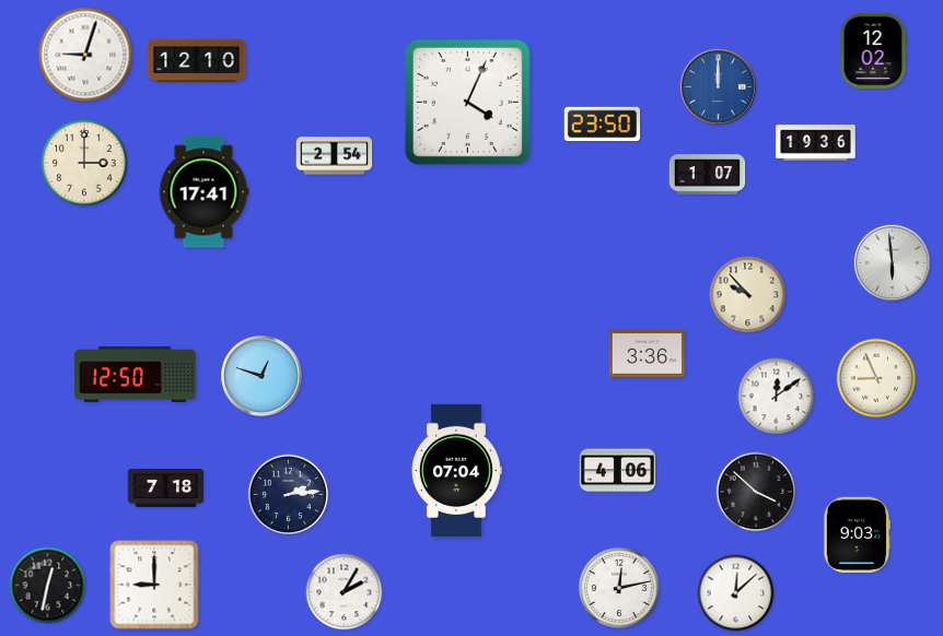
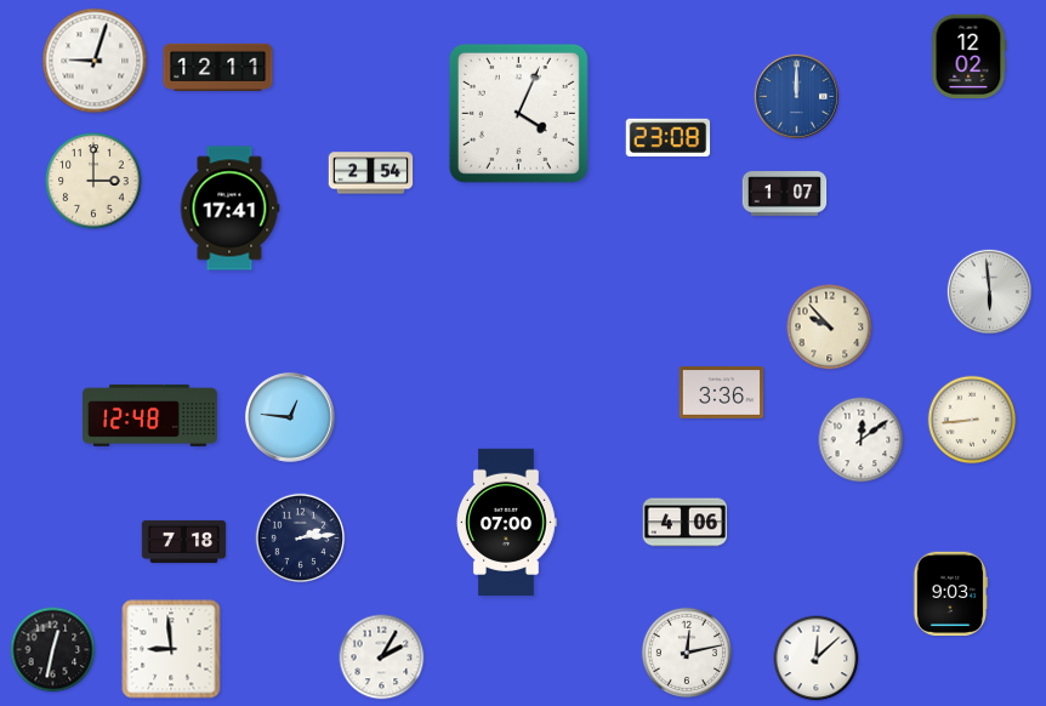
clock at (197, 60): 12:10 -> 12:11
clock at (603, 125): 23:50 -> 23:08
clock at (816, 143): 19:36 -> none
clock at (203, 192) position: (203, 192) -> (229, 209)
clock at (648, 354) position: (648, 354) -> (722, 393)
clock at (136, 374): 12:50 -> 12:48
clock at (263, 377): 12:48 -> 12:46
clock at (876, 378): 8:56 -> 8:44
clock at (457, 470): 07:04 -> 07:00
clock at (756, 492): 3:52 -> none
clock at (289, 495) position: (289, 495) -> (301, 539)
clock at (154, 585): 9:00 -> 8:59
